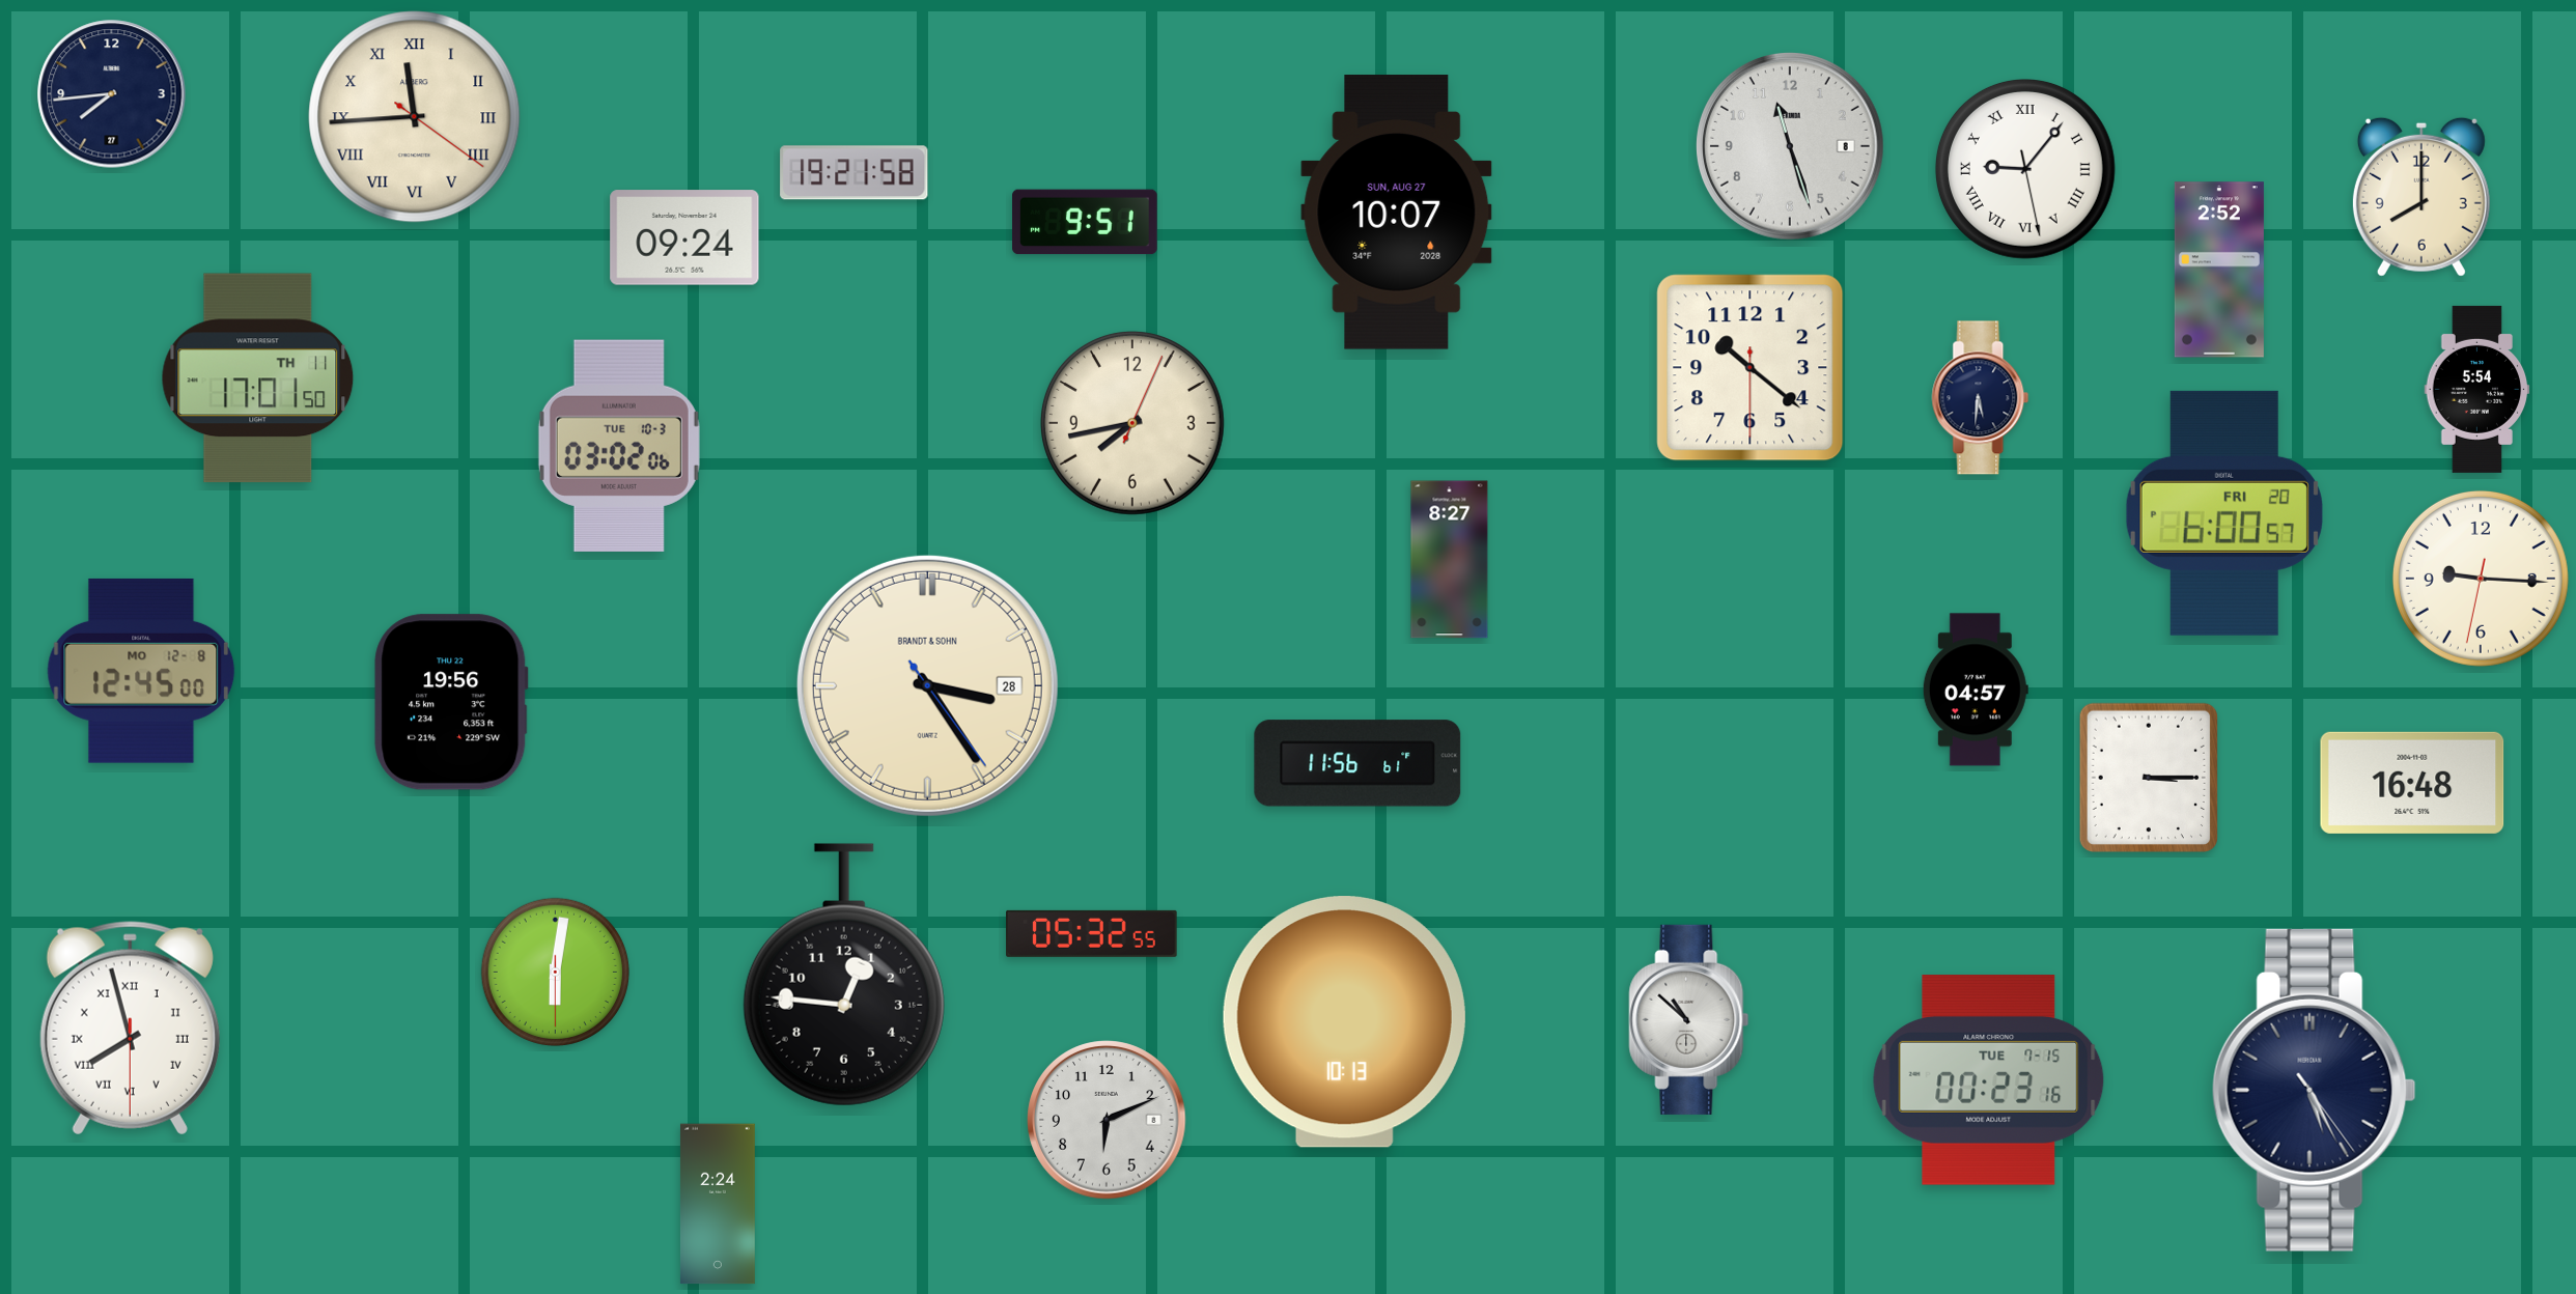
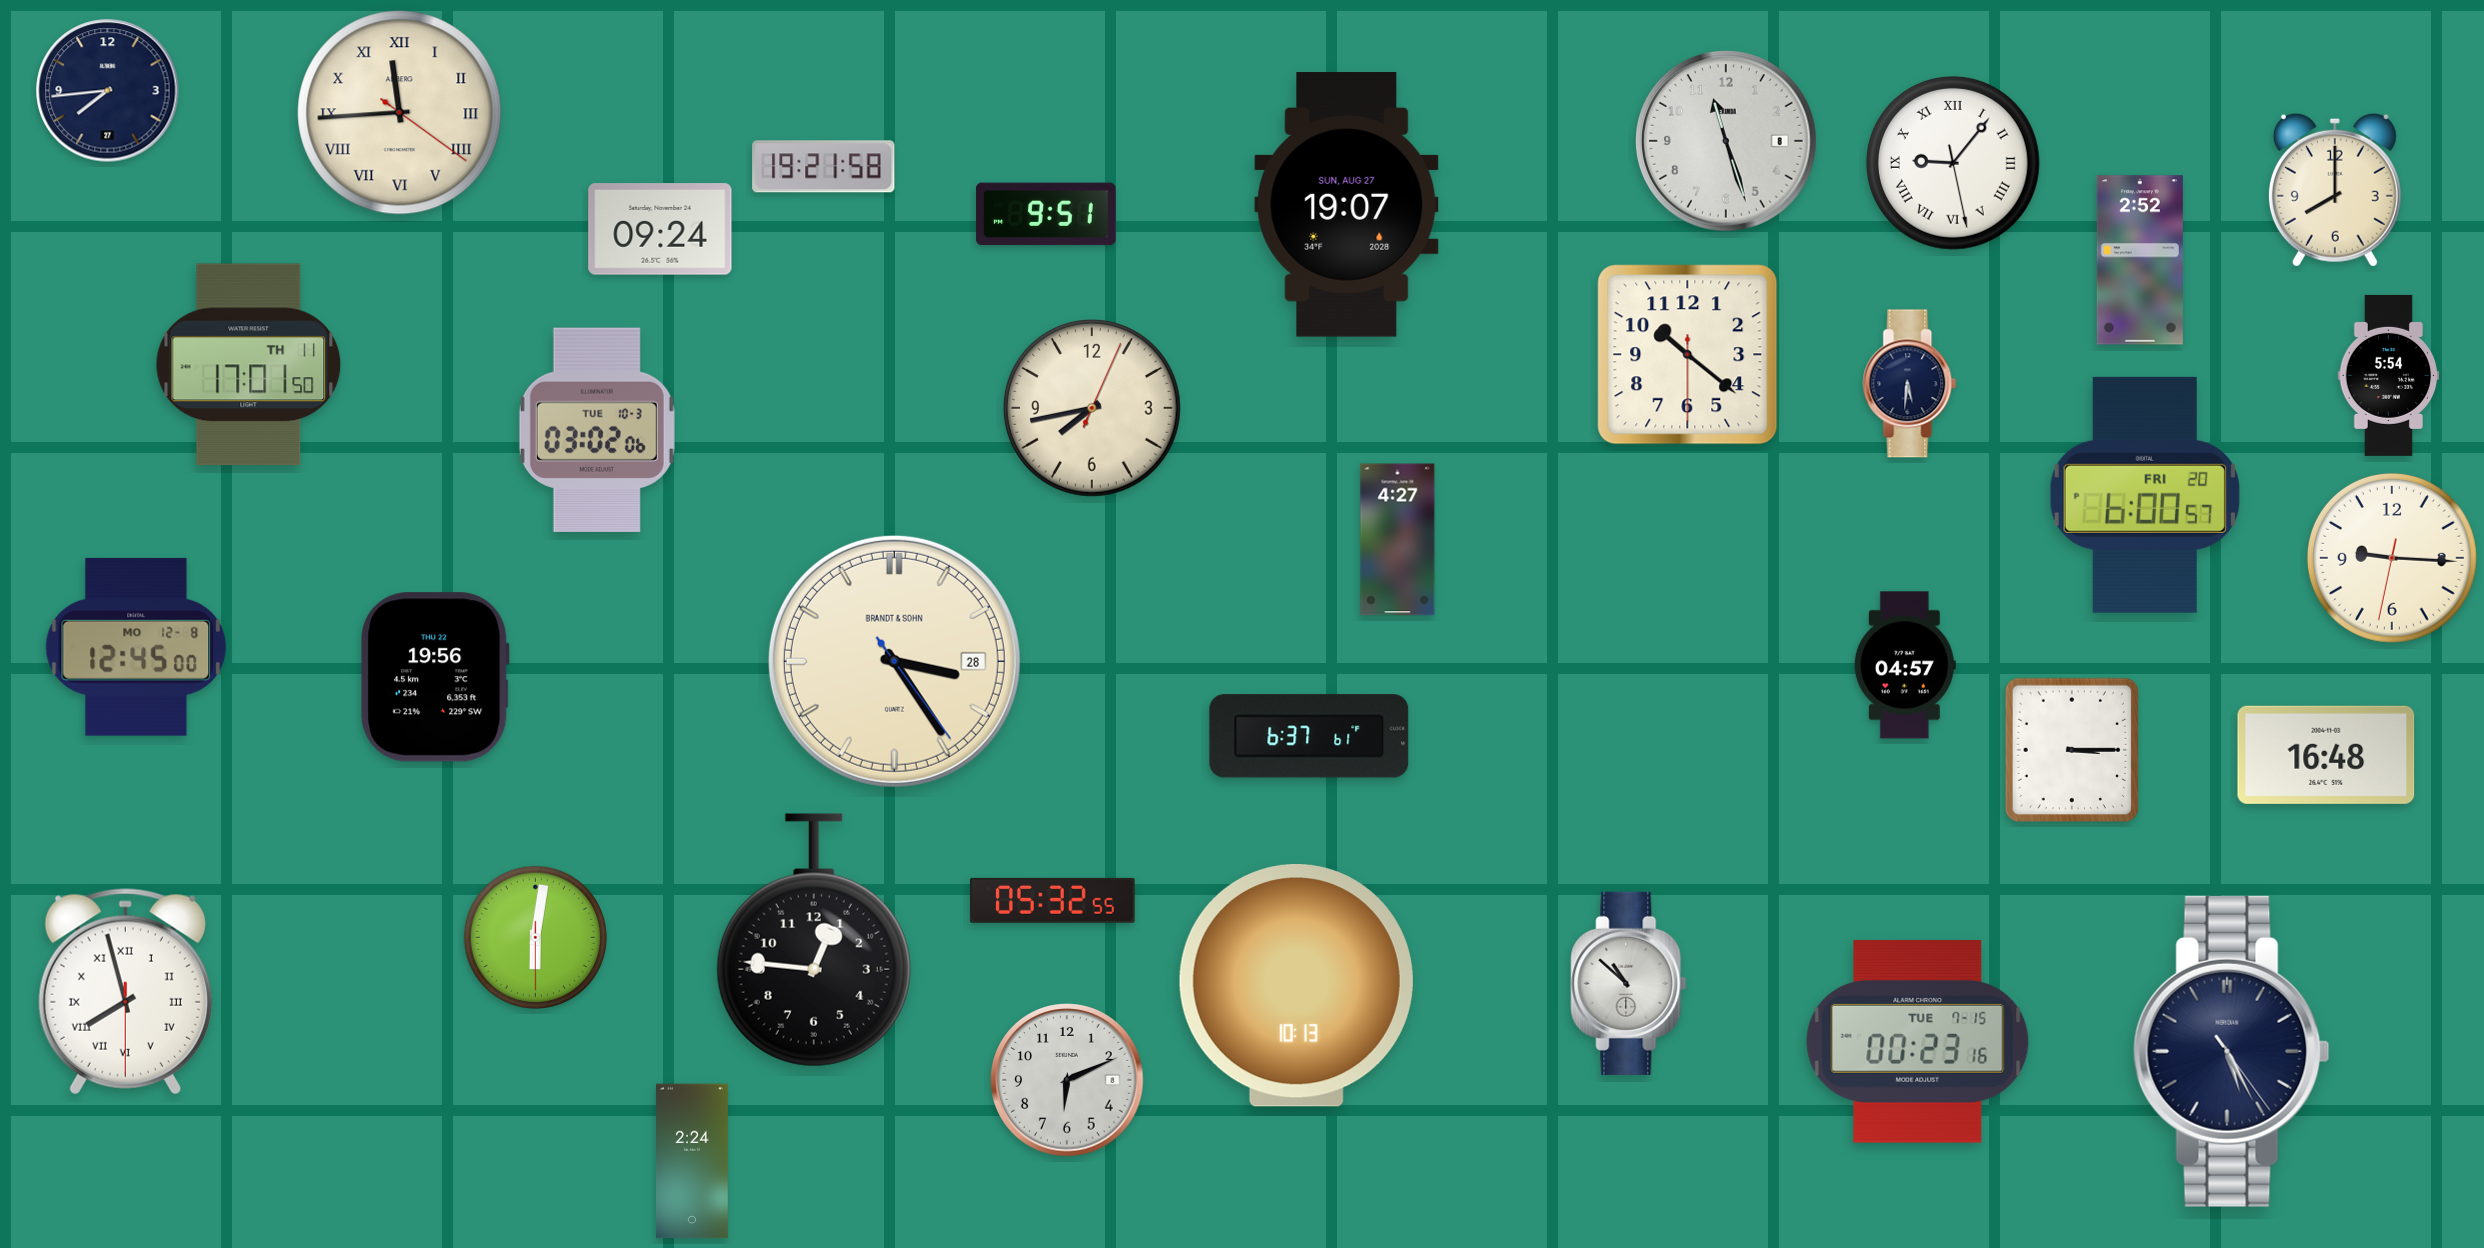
clock at (1397, 213): 10:07 -> 19:07
clock at (1450, 560): 8:27 -> 4:27
clock at (1357, 763): 11:56 -> 6:37
